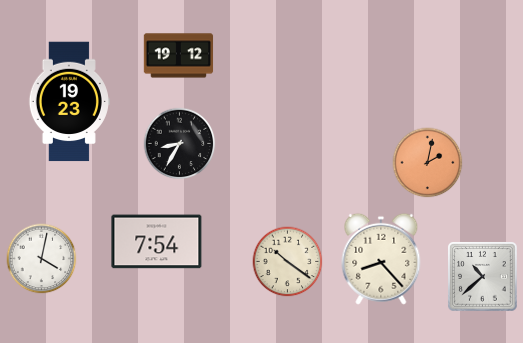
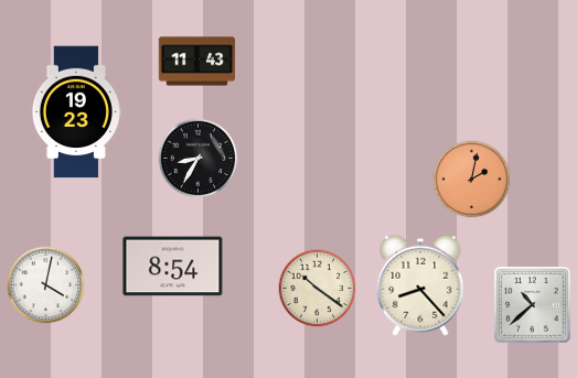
clock at (179, 56): 19:12 -> 11:43
clock at (157, 242): 7:54 -> 8:54
